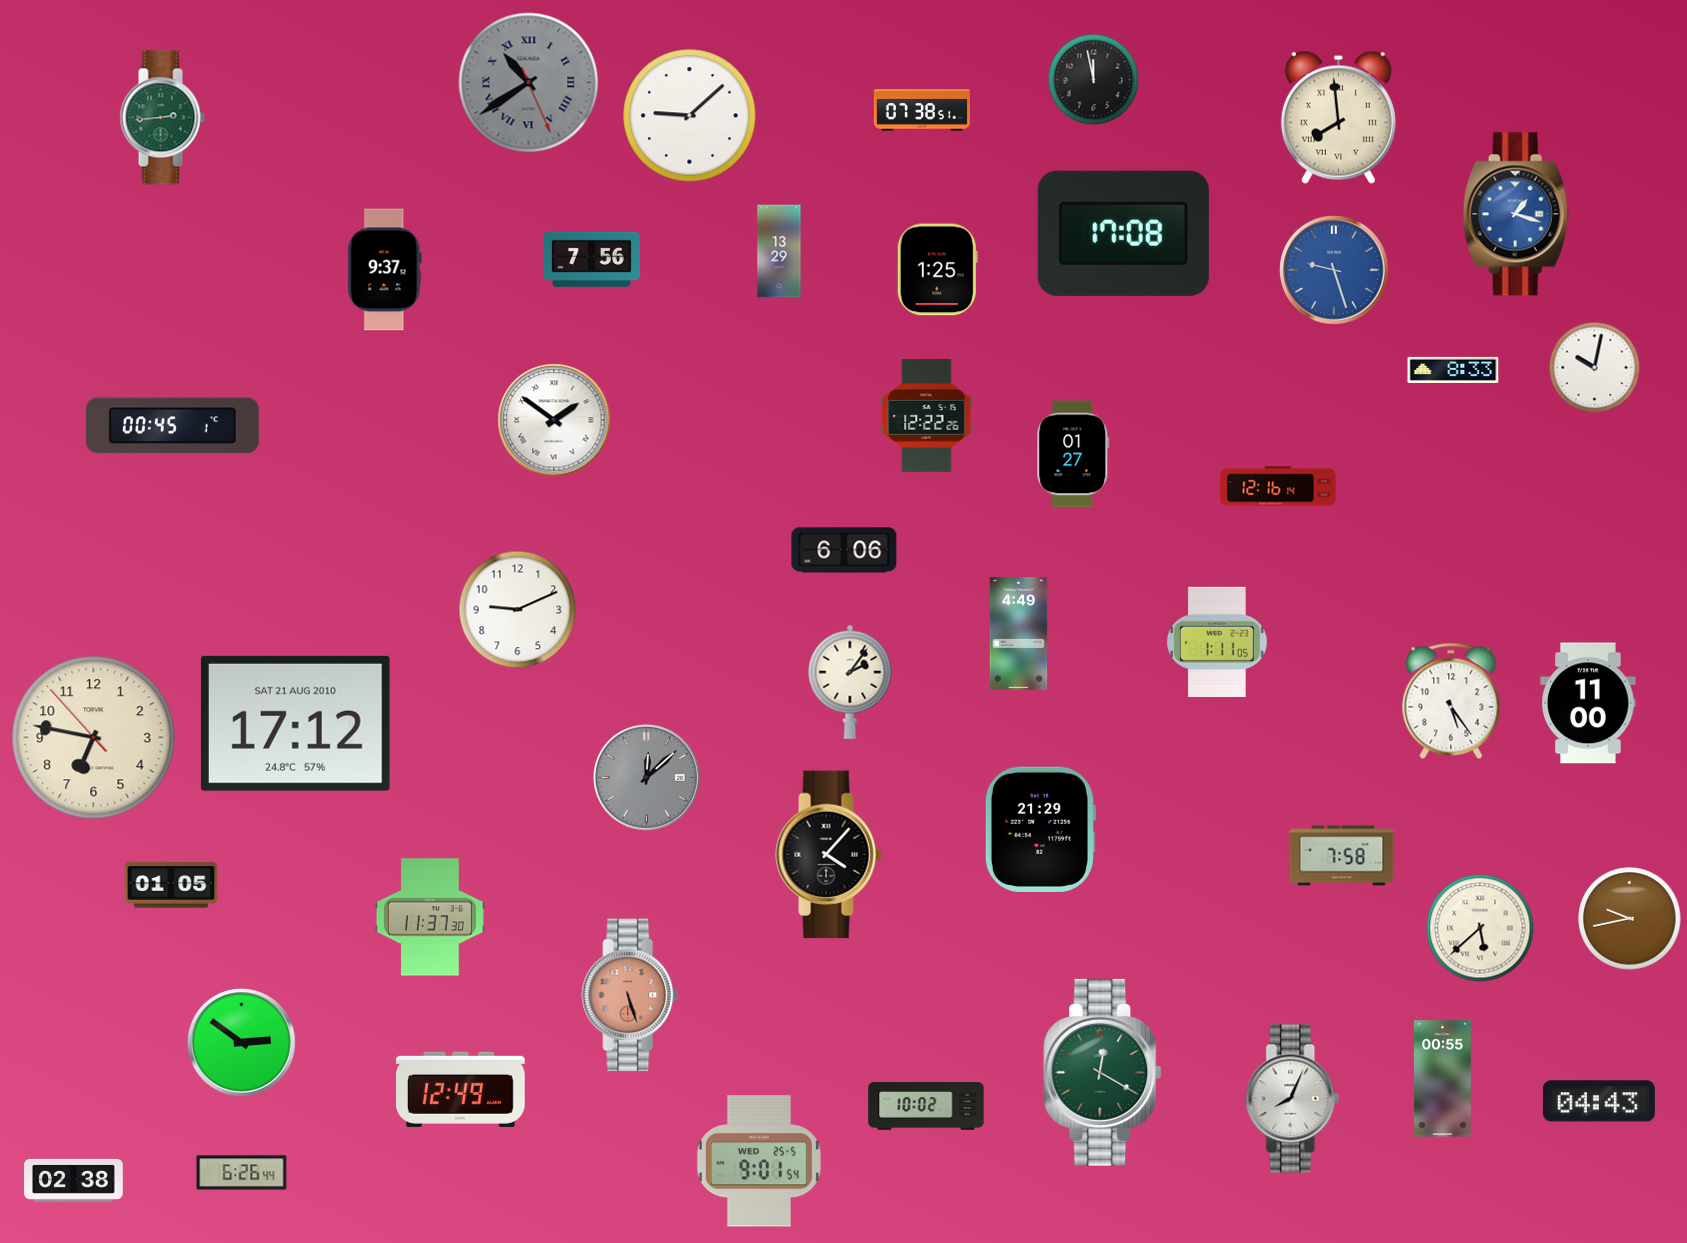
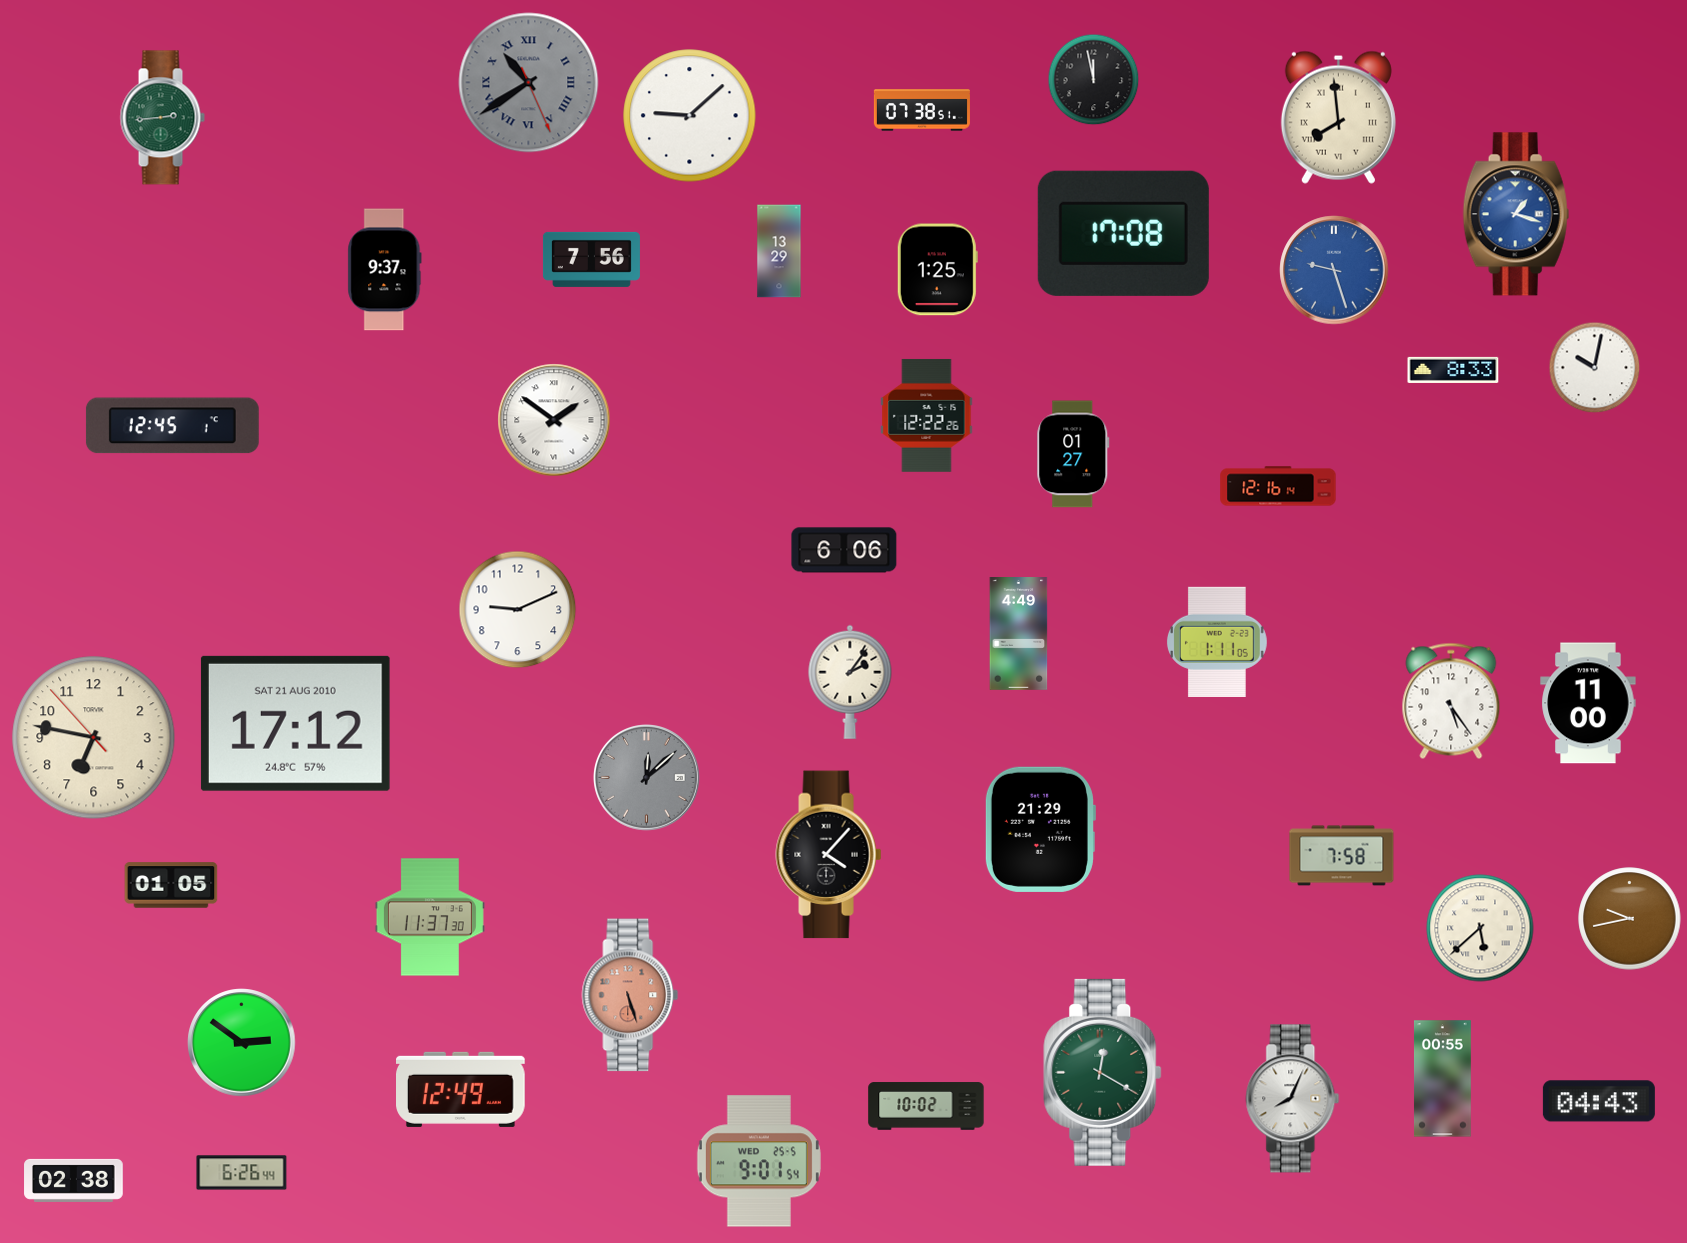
clock at (172, 426): 00:45 -> 12:45
